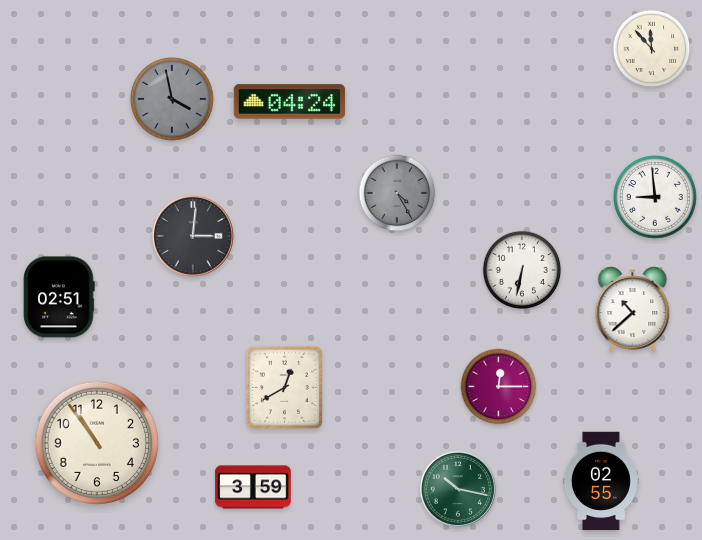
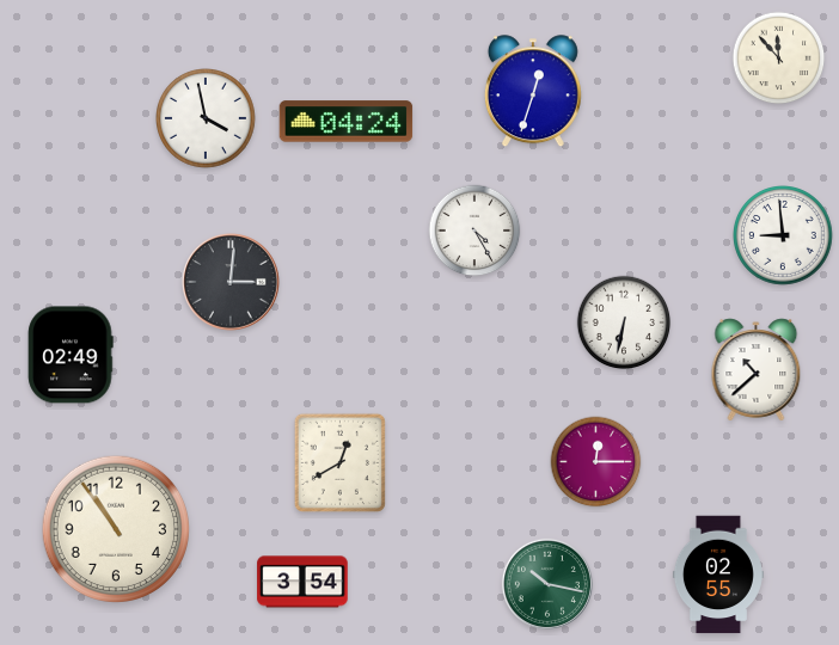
clock at (533, 92): none -> 12:33
clock at (173, 100) dial: grey -> white
clock at (397, 193) dial: grey -> white
clock at (59, 297): 02:51 -> 02:49
clock at (253, 487): 3:59 -> 3:54
